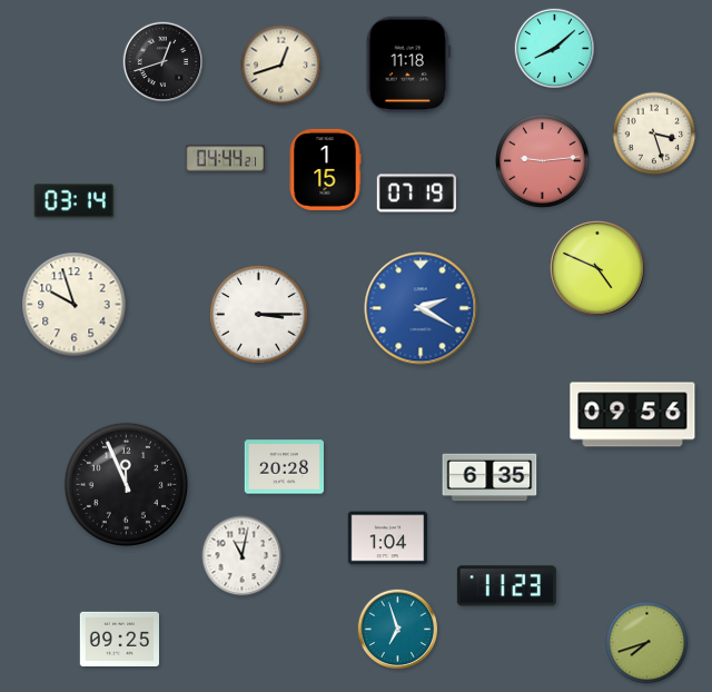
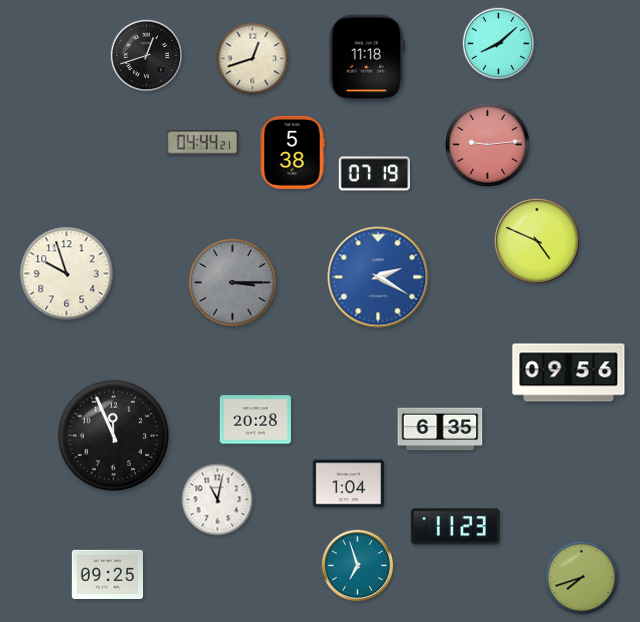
clock at (654, 134): 3:27 -> none
clock at (325, 169): 1:15 -> 5:38
clock at (73, 201): 03:14 -> none
clock at (259, 315) dial: white -> grey
